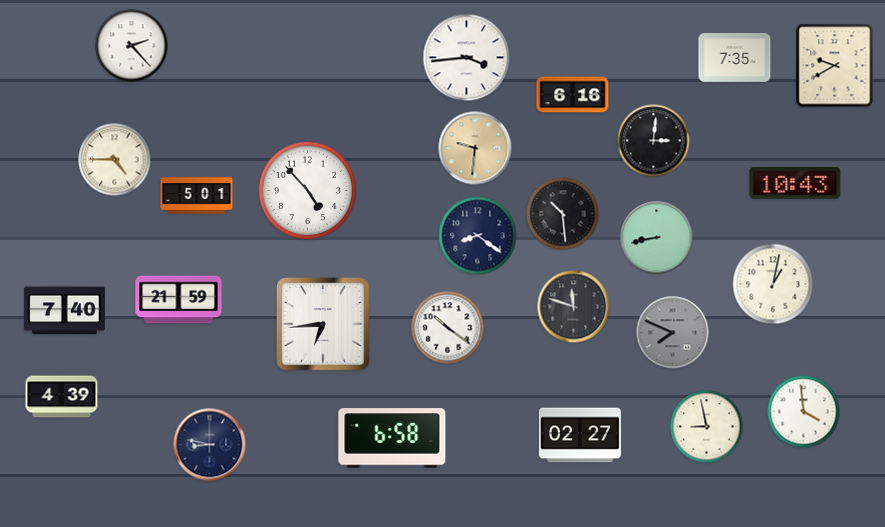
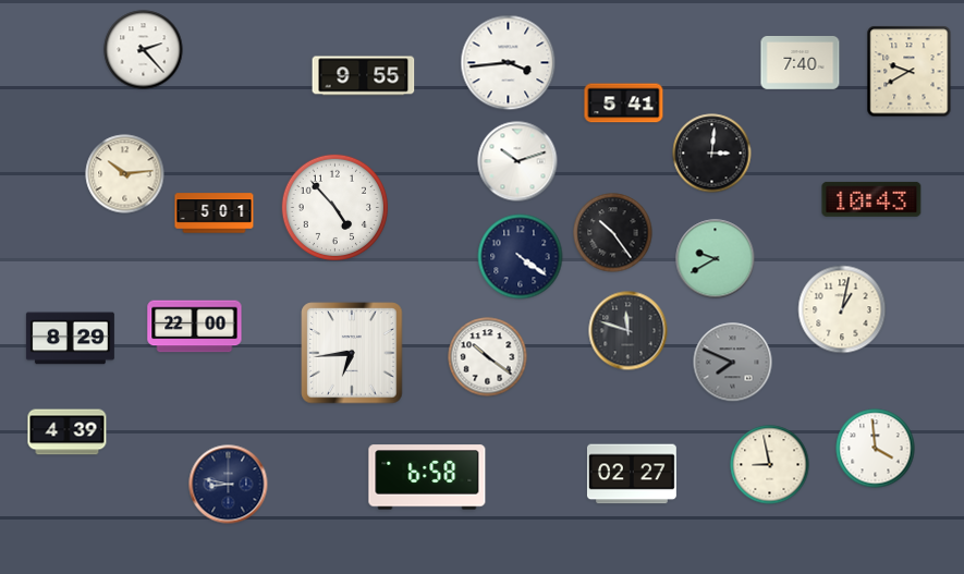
clock at (735, 58): 7:35 -> 7:40
clock at (364, 76): none -> 9:55
clock at (573, 95): 6:16 -> 5:41
clock at (475, 148): 9:31 -> 10:12
clock at (475, 148) dial: champagne -> white
clock at (115, 160): 4:45 -> 10:14
clock at (795, 183) position: (795, 183) -> (871, 199)
clock at (563, 214): 10:29 -> 10:24
clock at (478, 236): 8:21 -> 4:21
clock at (657, 238): 8:43 -> 9:40
clock at (179, 300): 21:59 -> 22:00
clock at (574, 307) position: (574, 307) -> (629, 331)
clock at (64, 311): 7:40 -> 8:29
